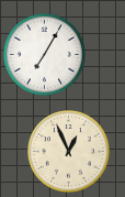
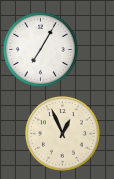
clock at (69, 152) position: (69, 152) -> (63, 134)
